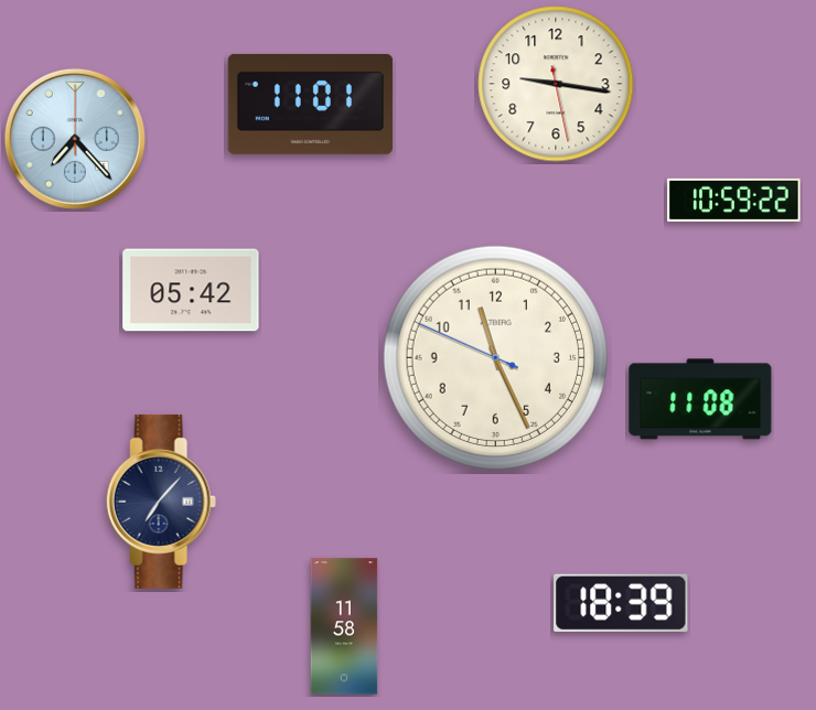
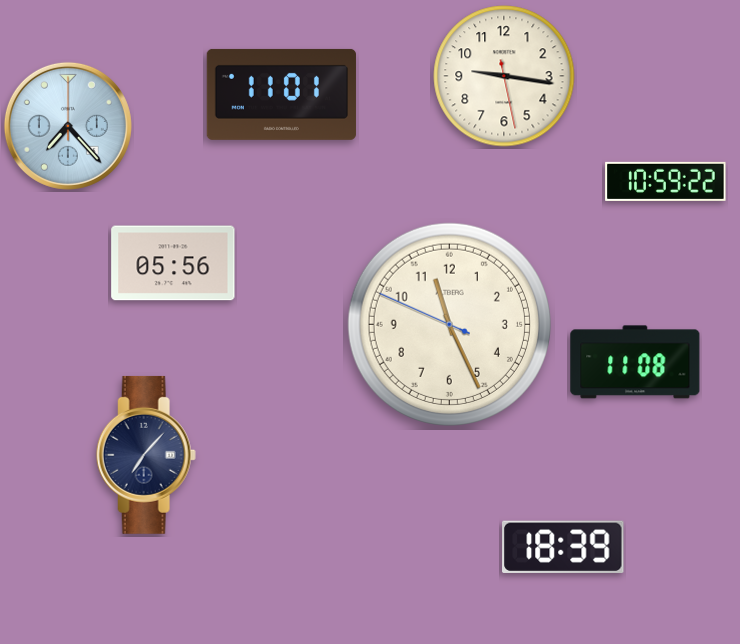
clock at (191, 290): 05:42 -> 05:56
clock at (344, 626): 11:58 -> none
